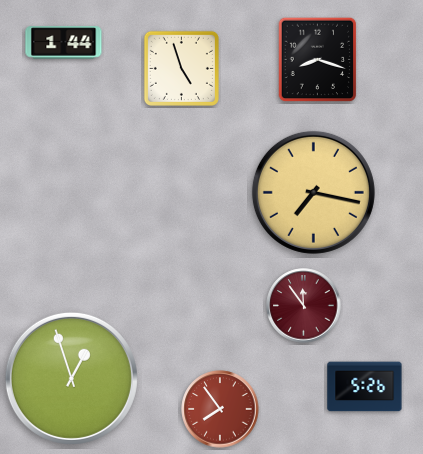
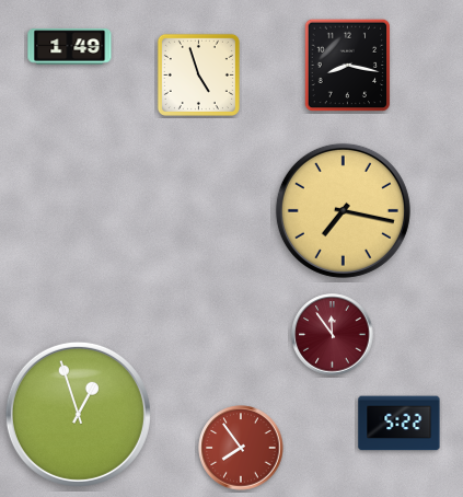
clock at (64, 43): 1:44 -> 1:49
clock at (318, 60): 8:18 -> 8:17
clock at (365, 387): 5:26 -> 5:22
